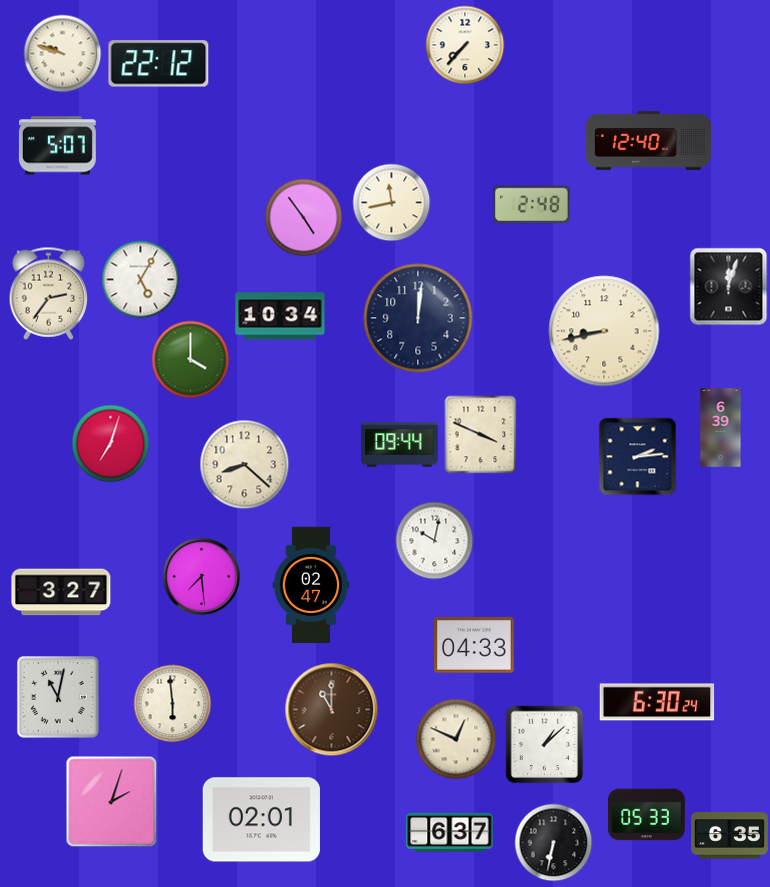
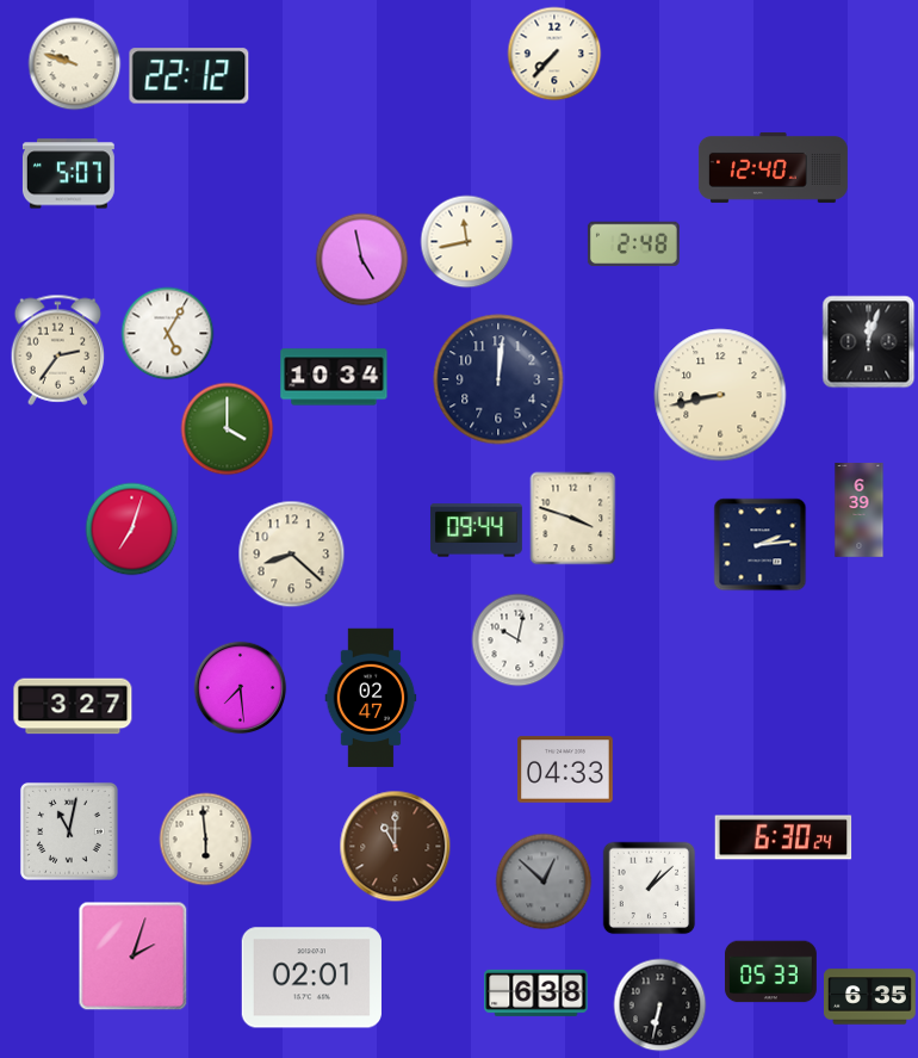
clock at (303, 217): 4:54 -> 4:58
clock at (481, 434): 3:49 -> 3:48
clock at (434, 540) position: (434, 540) -> (517, 639)
clock at (456, 739): 12:49 -> 12:52
clock at (456, 739) dial: cream -> grey
clock at (450, 832): 6:37 -> 6:38
